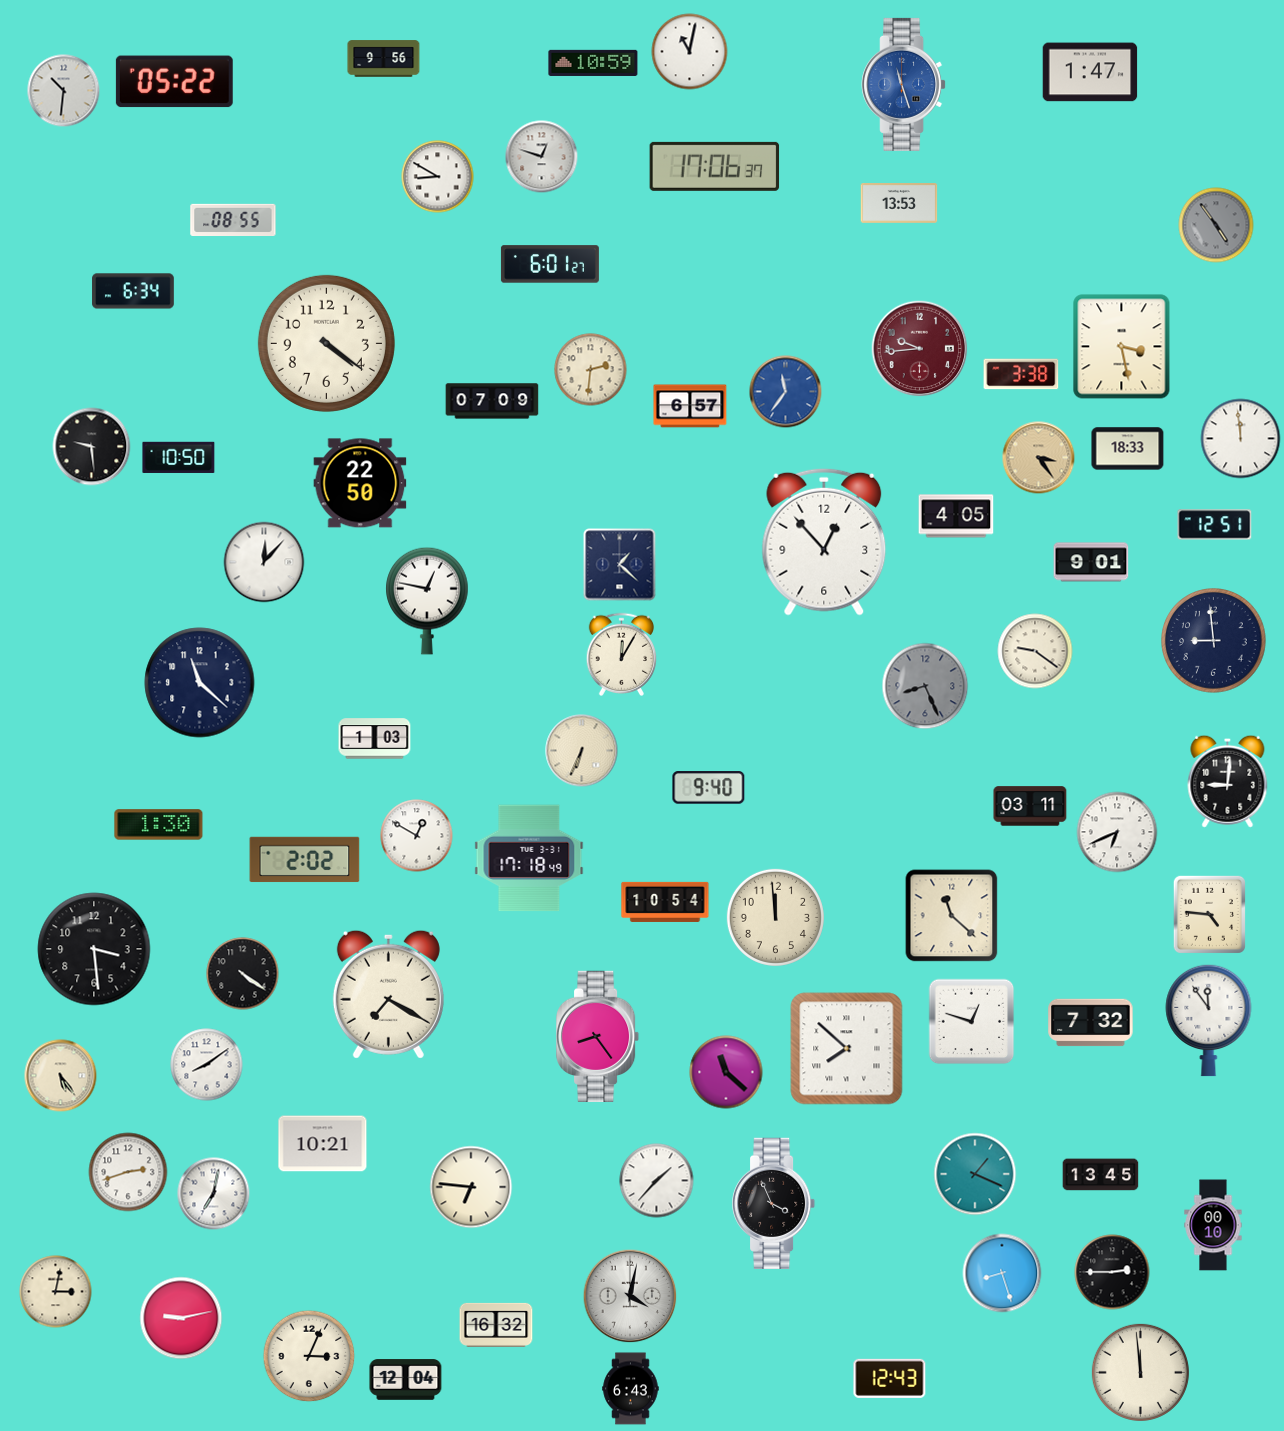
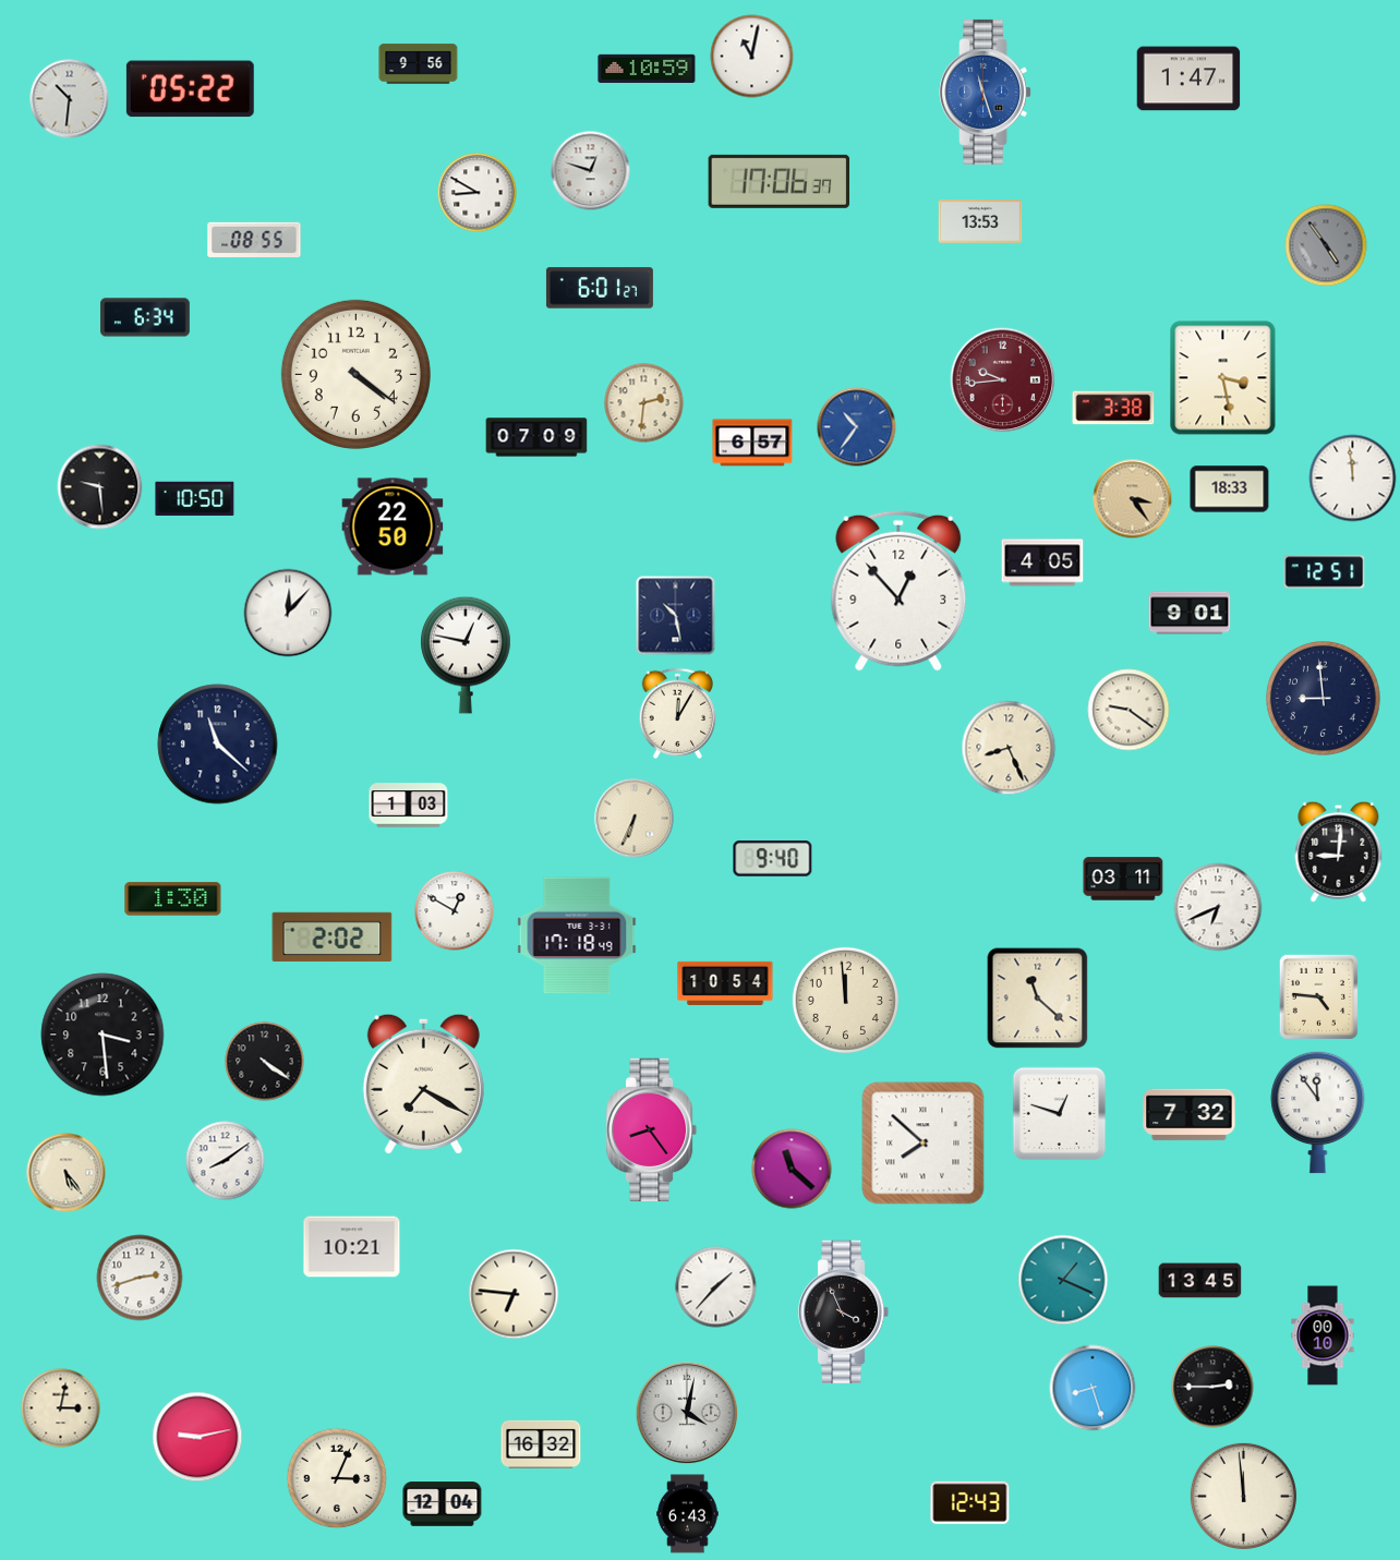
clock at (786, 392): 11:36 -> 10:36
clock at (620, 565): 1:22 -> 10:28
clock at (925, 686) dial: grey -> cream
clock at (214, 1194): 7:02 -> none
